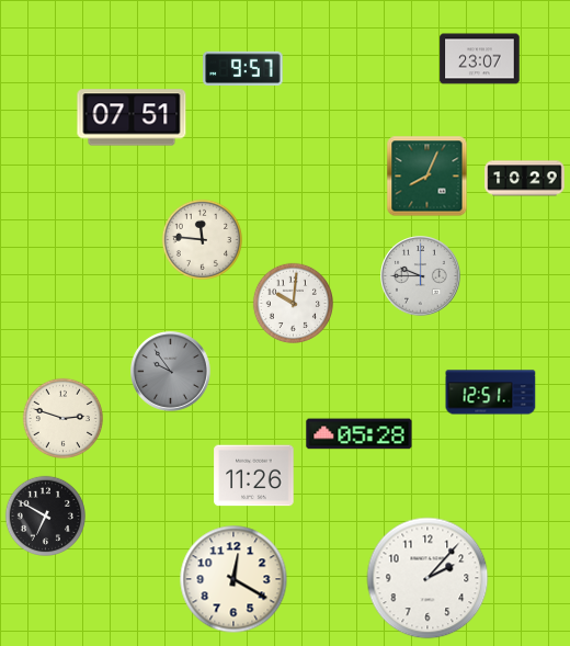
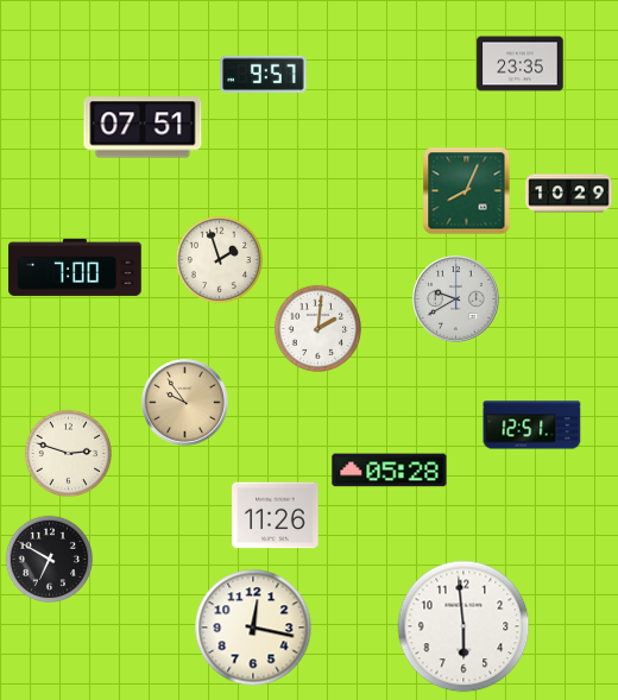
clock at (480, 59): 23:07 -> 23:35
clock at (428, 177) position: (428, 177) -> (467, 191)
clock at (202, 239): 11:46 -> 1:57
clock at (75, 267): none -> 7:00
clock at (421, 276): 9:45 -> 9:40
clock at (293, 303): 10:01 -> 2:01
clock at (171, 372) dial: grey -> champagne
clock at (428, 578): 2:07 -> 5:59
clock at (233, 579): 12:20 -> 12:17
